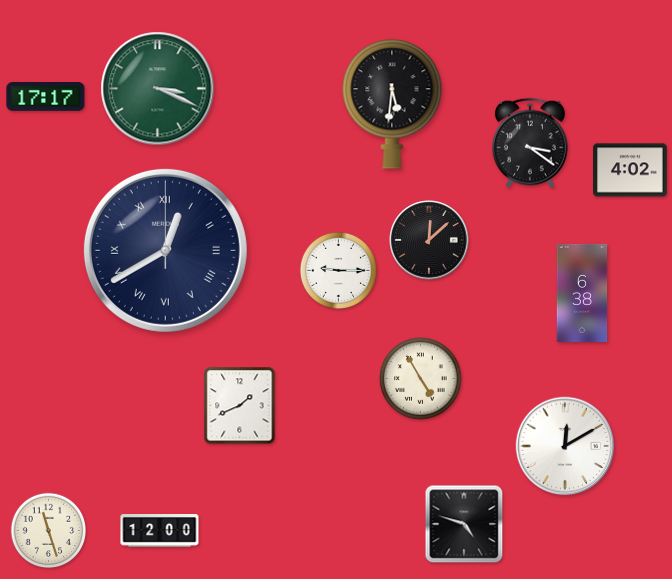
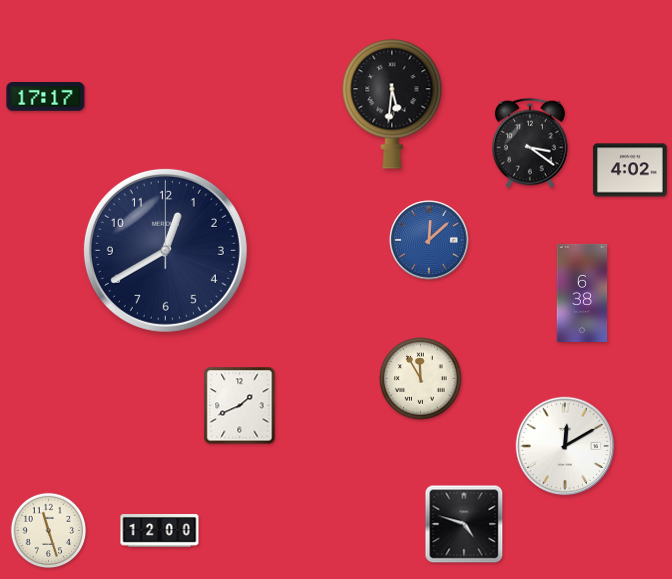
clock at (158, 89): 3:19 -> none
clock at (429, 240) dial: black -> blue
clock at (165, 250) numerals: Roman -> Arabic
clock at (338, 270): 9:15 -> none
clock at (421, 379): 4:55 -> 11:55
